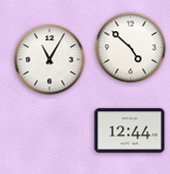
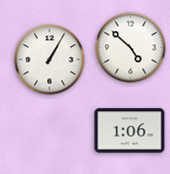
clock at (50, 60): 11:05 -> 1:05
clock at (130, 131): 12:44 -> 1:06
